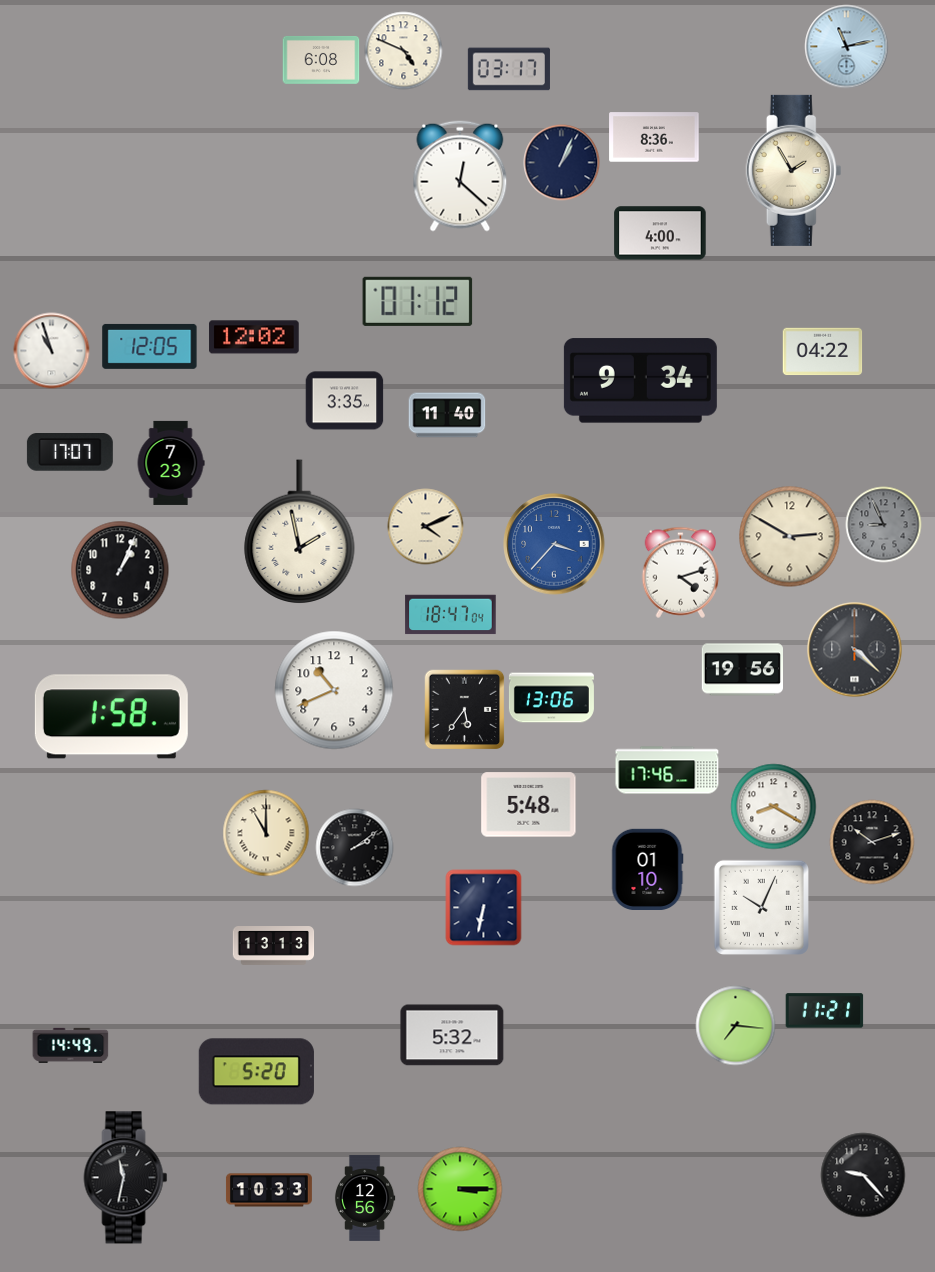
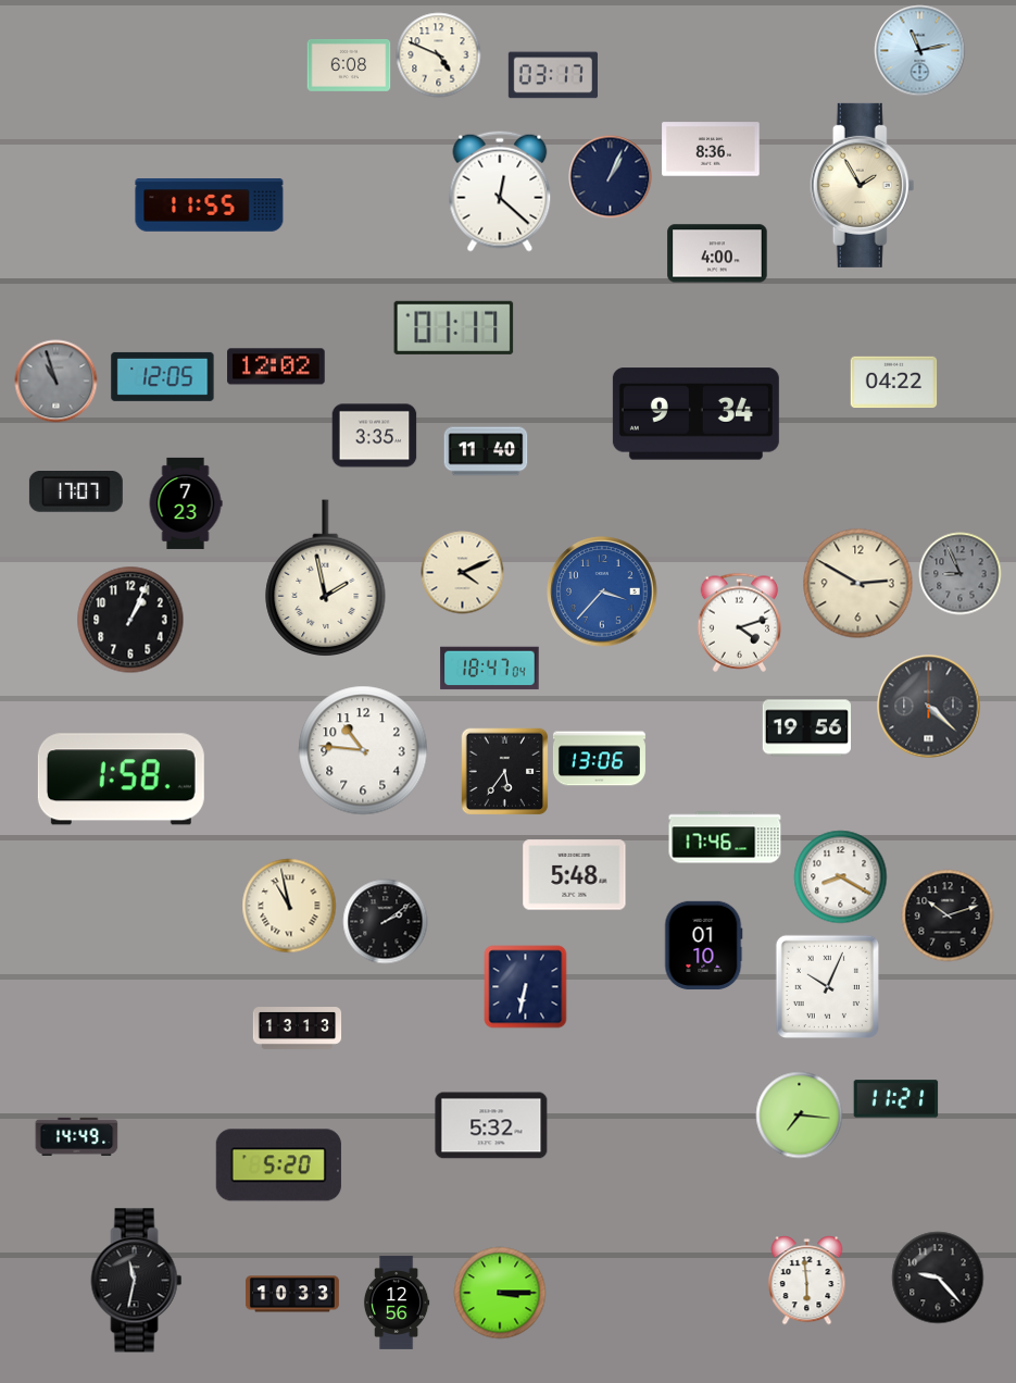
clock at (210, 205): none -> 11:55
clock at (418, 301): 01:12 -> 01:17
clock at (52, 351) dial: white -> grey
clock at (884, 525) position: (884, 525) -> (961, 574)
clock at (334, 690): 10:41 -> 10:46
clock at (266, 833): 11:00 -> 10:58
clock at (807, 1281): none -> 5:59
